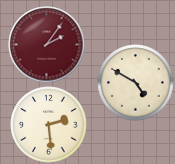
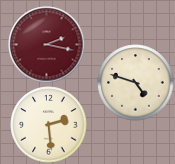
clock at (47, 45): 2:06 -> 2:17
clock at (136, 83): 4:50 -> 4:48
